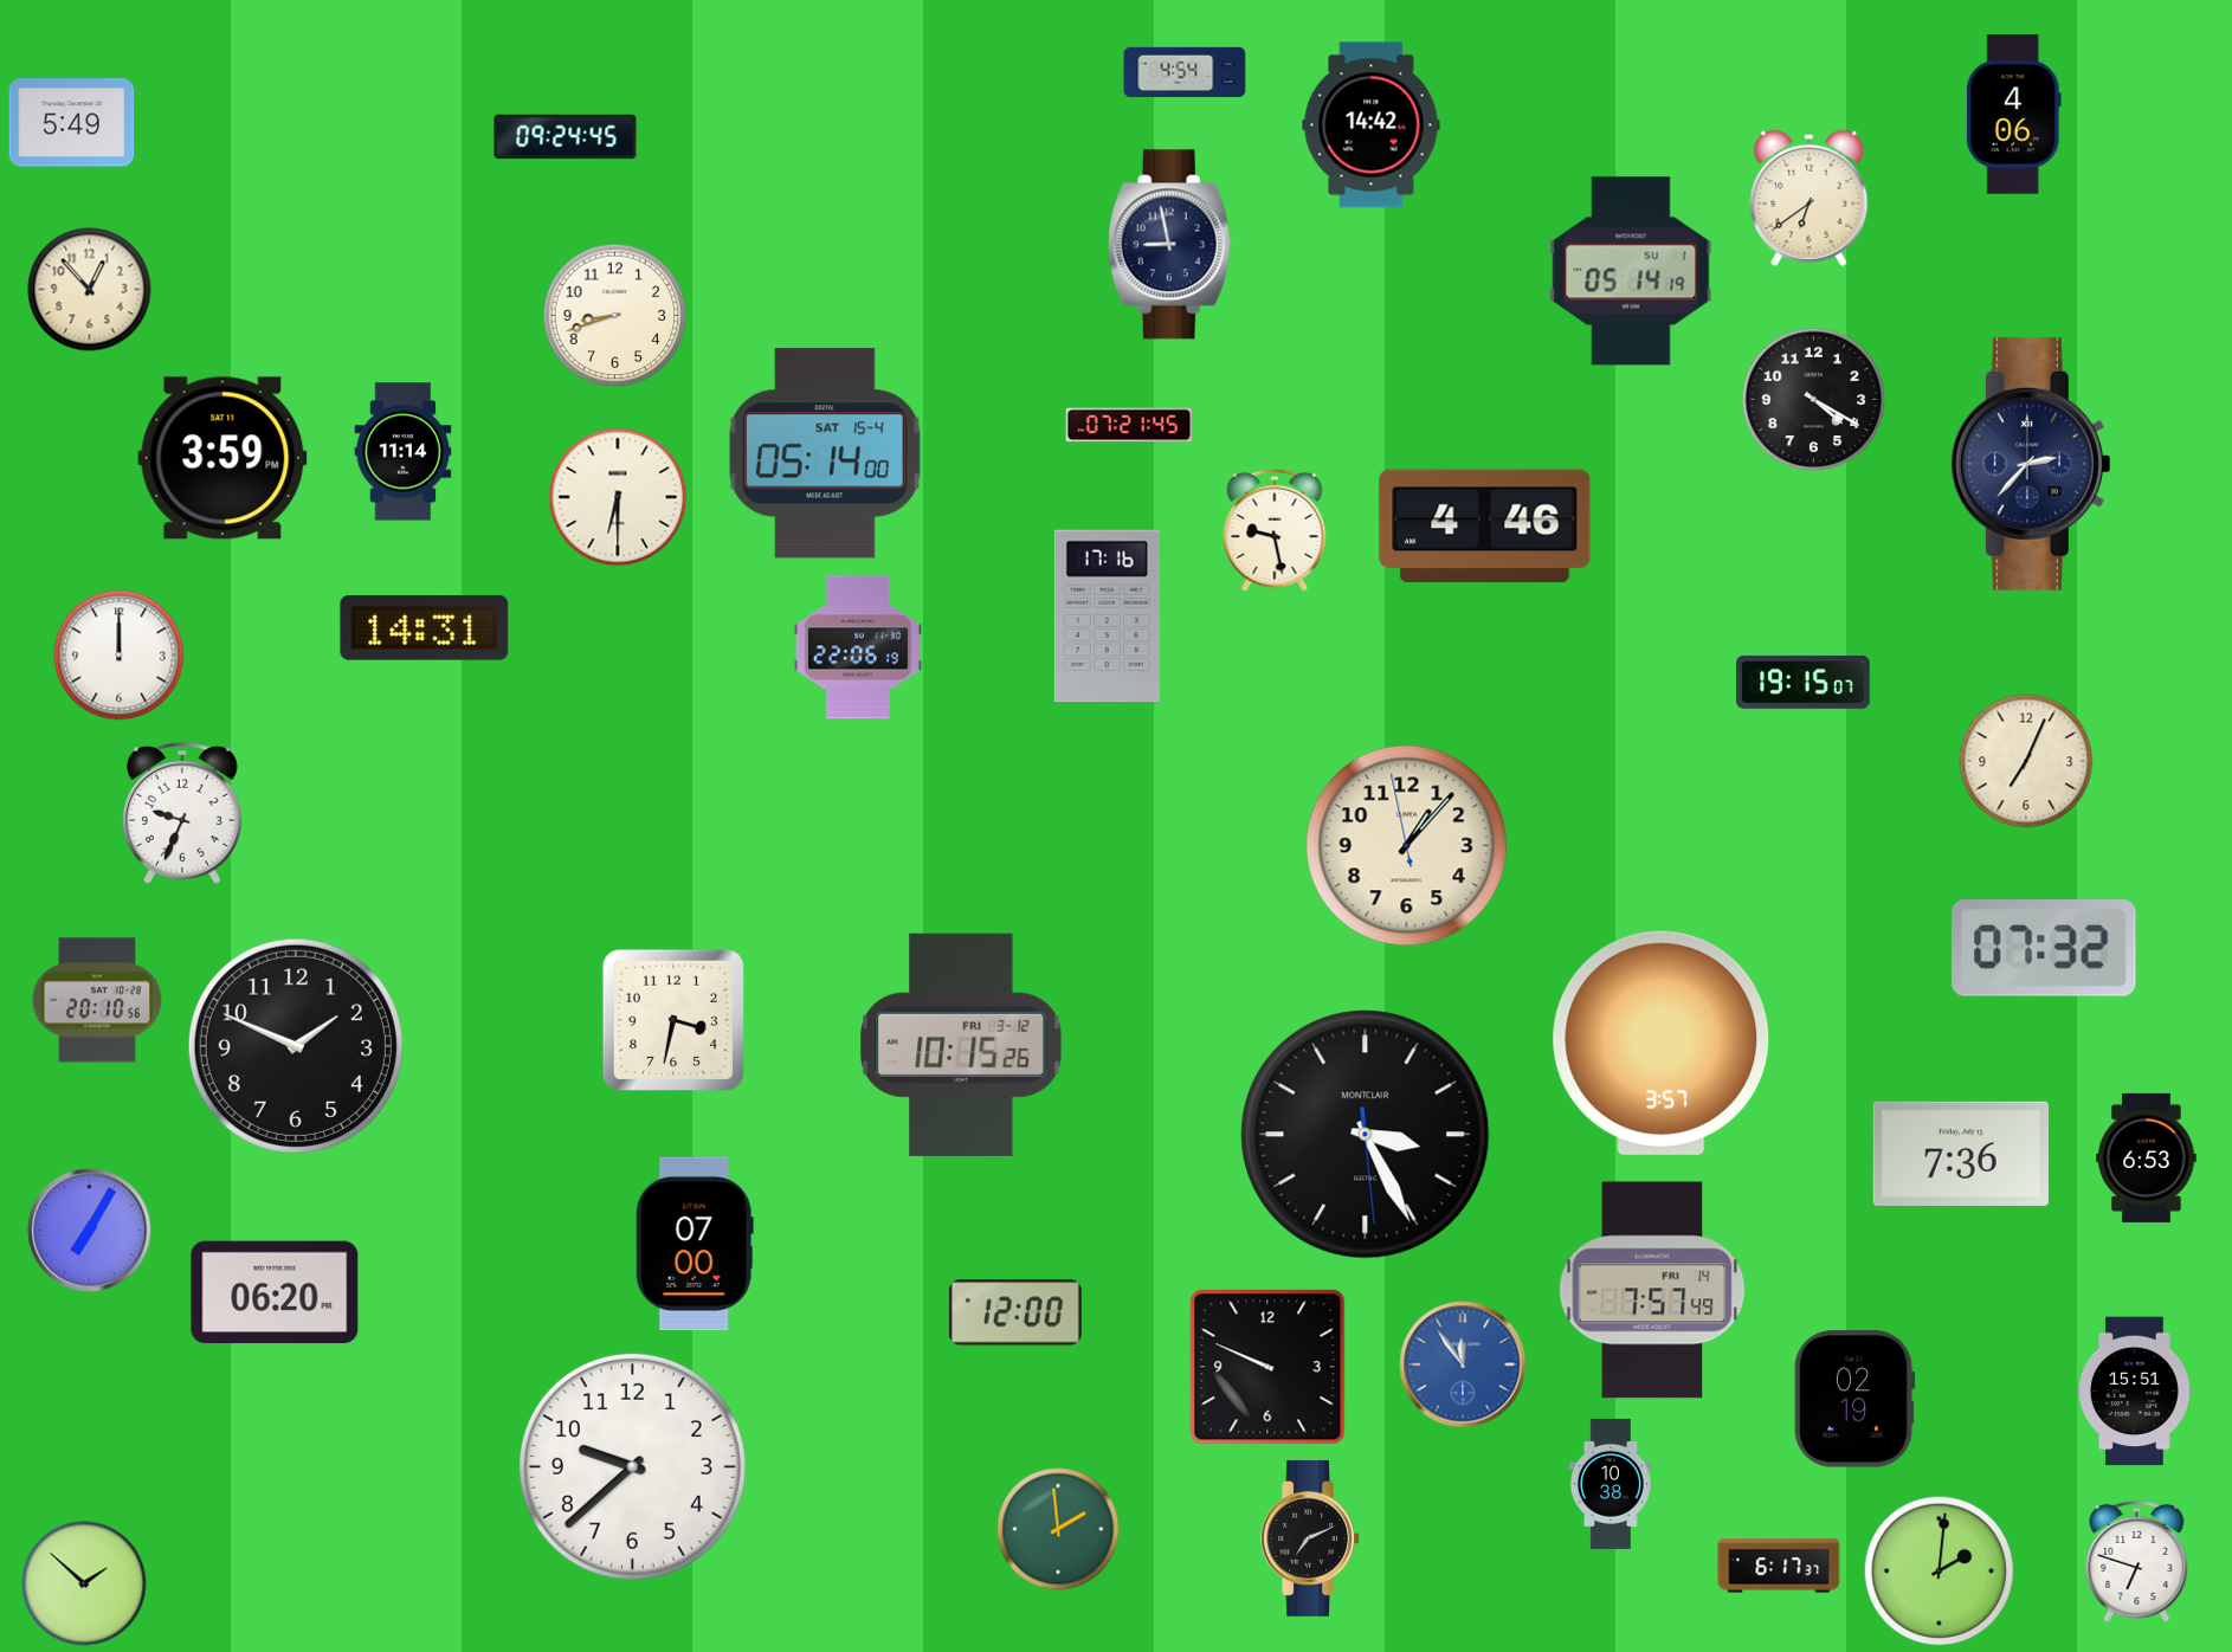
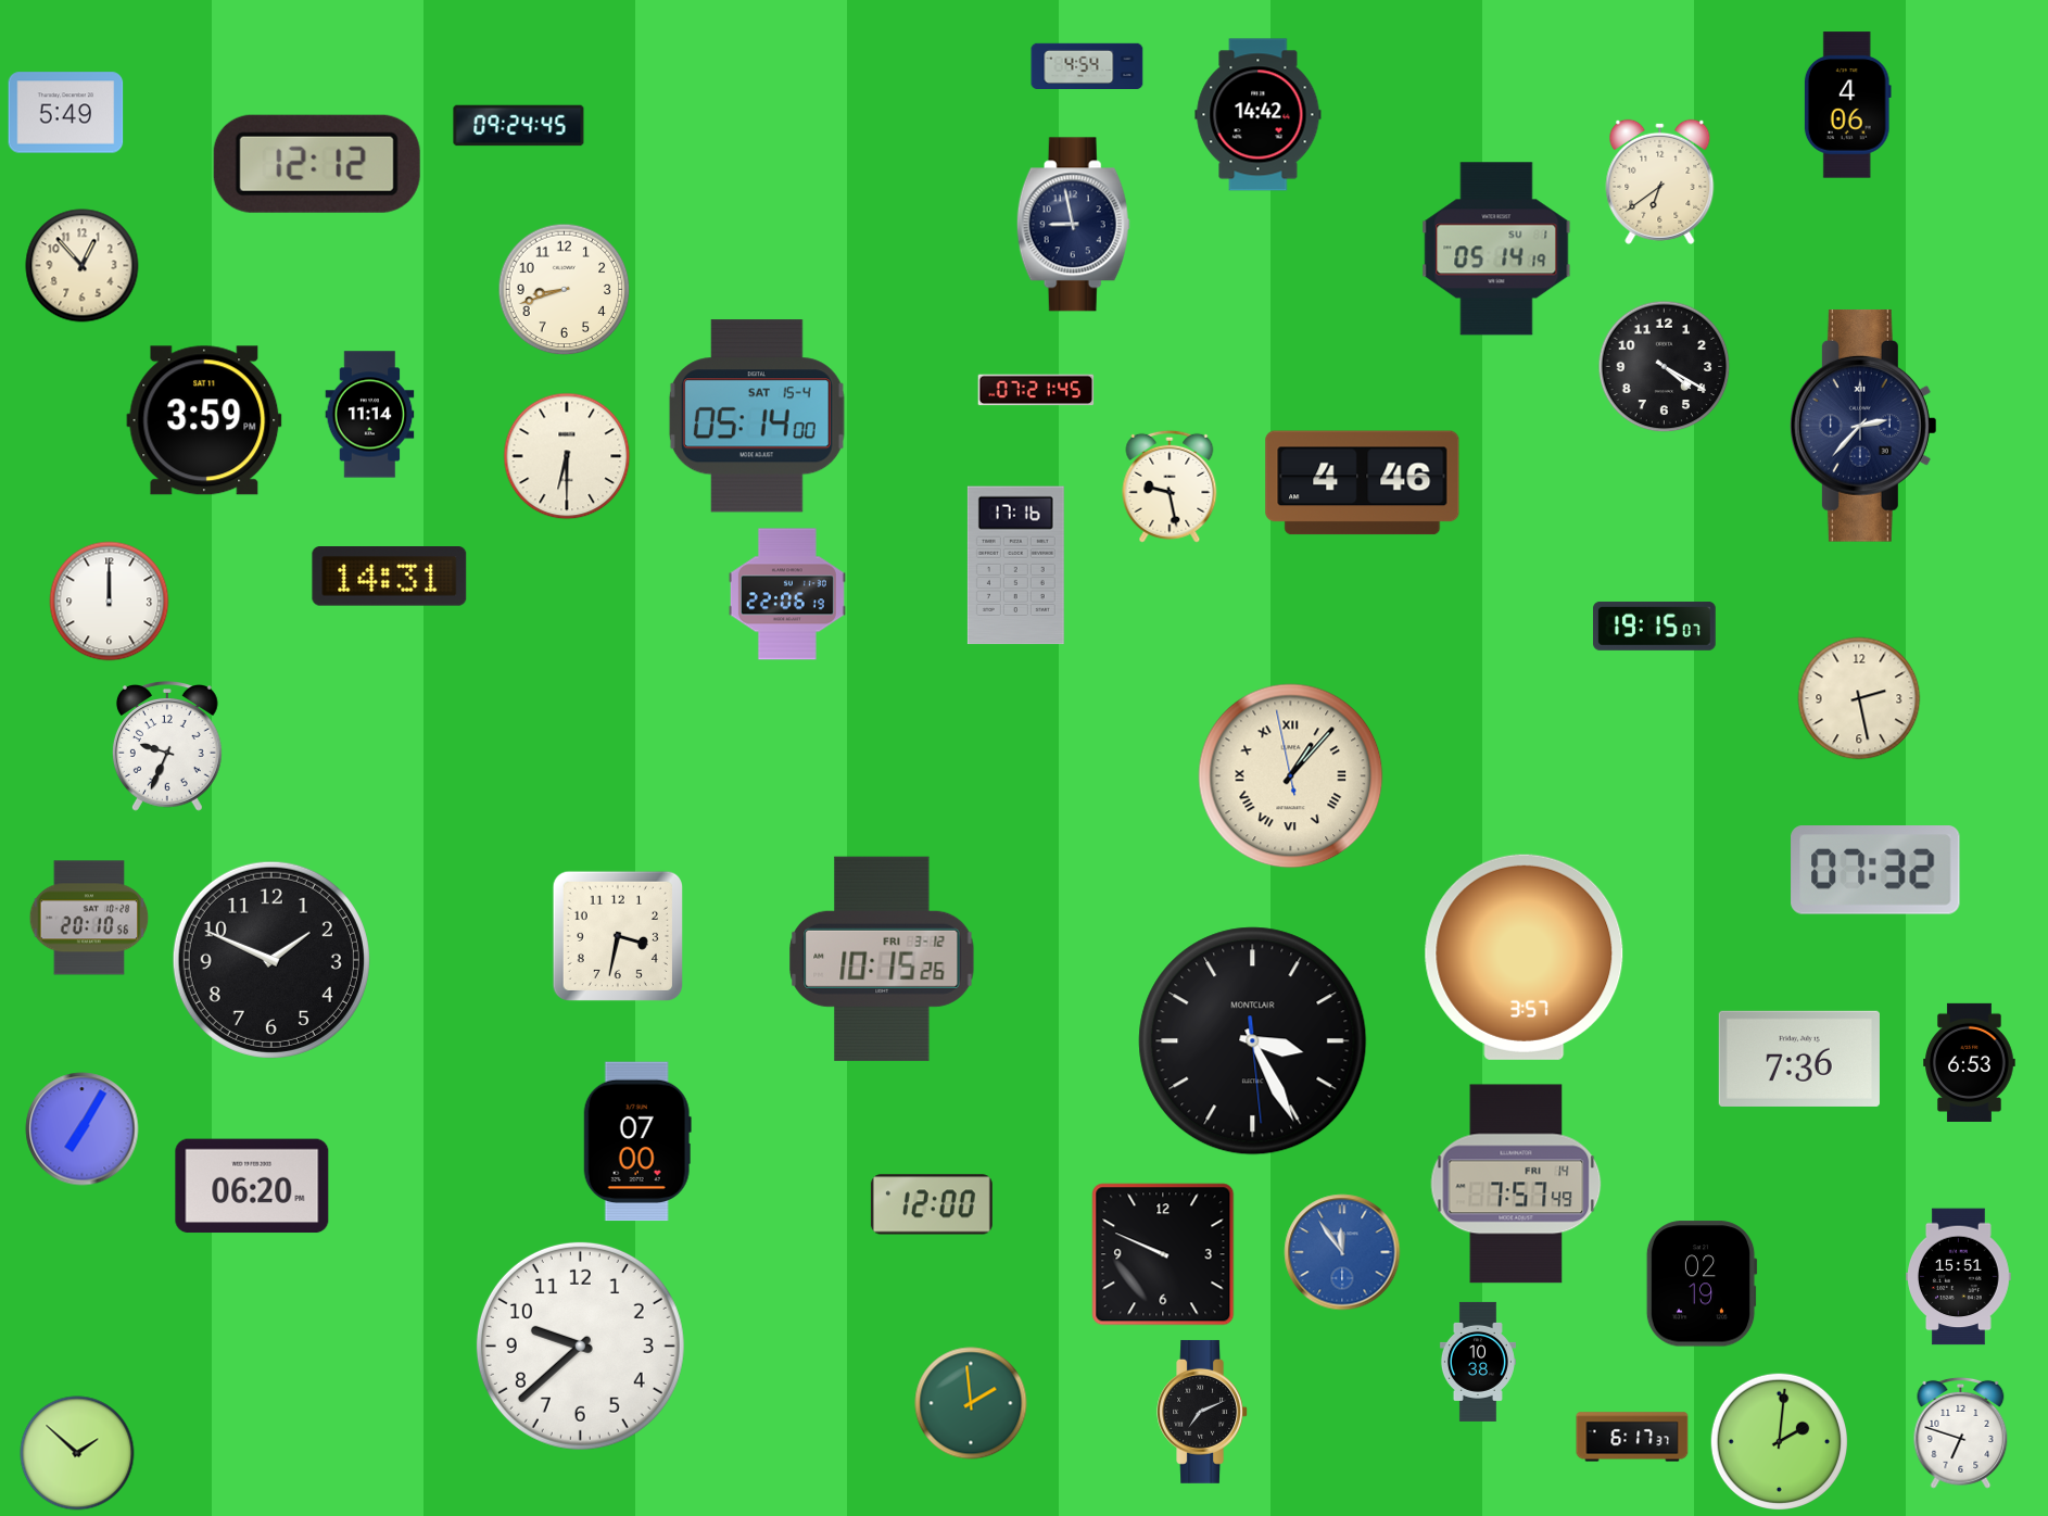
clock at (317, 164): none -> 12:12
clock at (2026, 761): 7:04 -> 2:28
clock at (1407, 846) numerals: Arabic -> Roman
